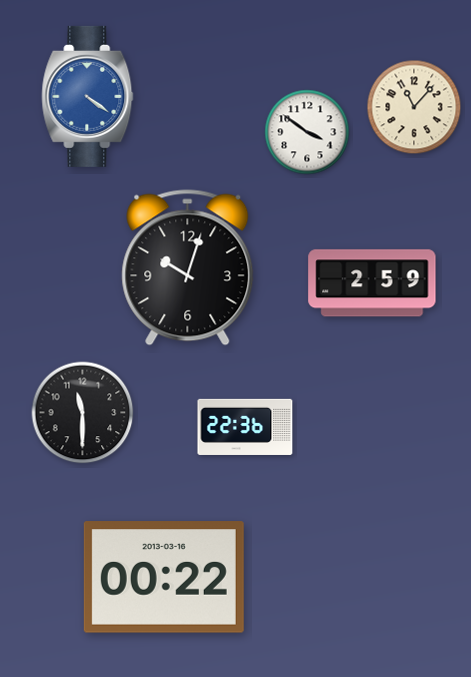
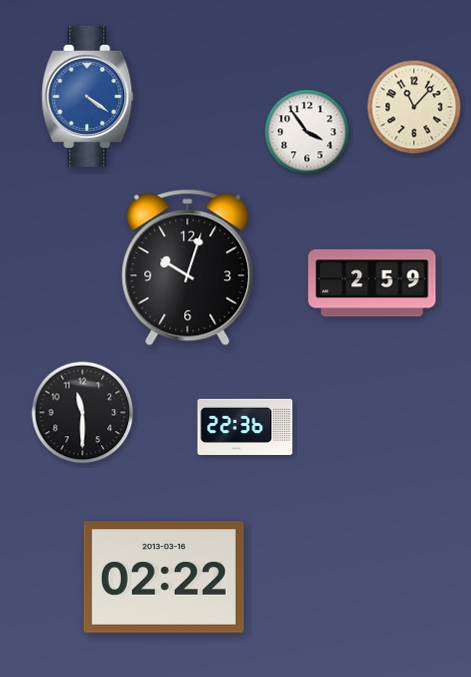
clock at (307, 132): 3:51 -> 3:54
clock at (164, 577): 00:22 -> 02:22
